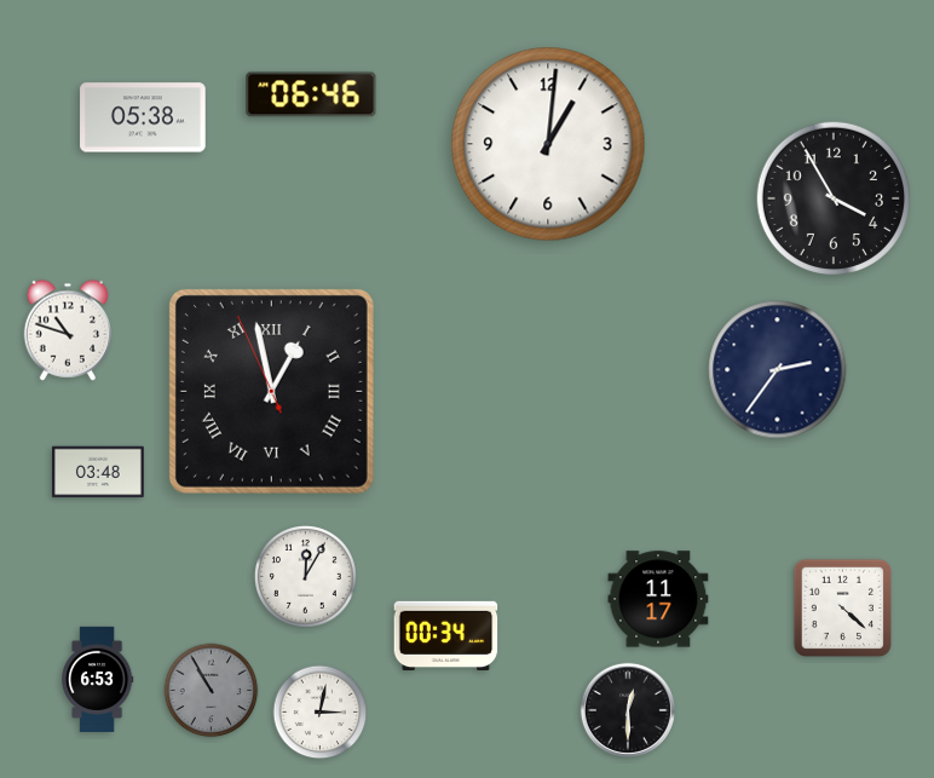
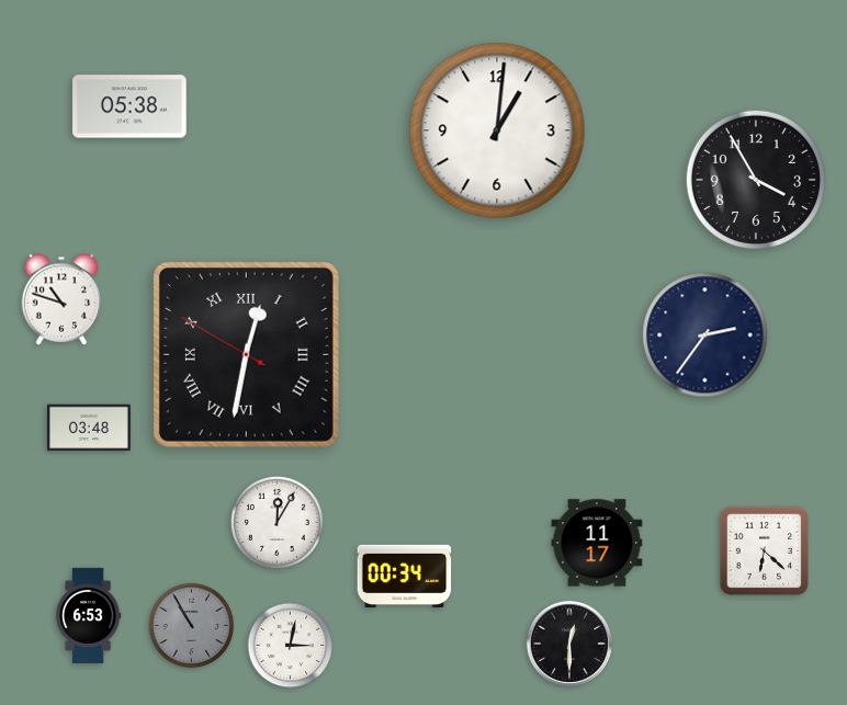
clock at (311, 94): 06:46 -> none
clock at (271, 391): 12:57 -> 12:31
clock at (842, 607): 4:22 -> 6:22
